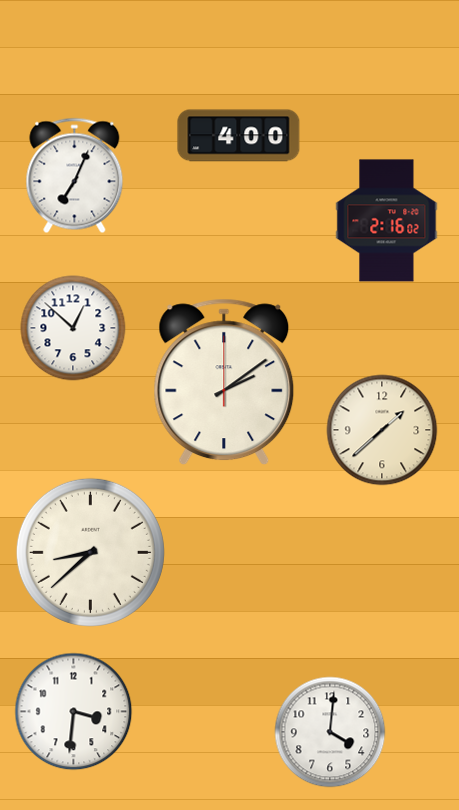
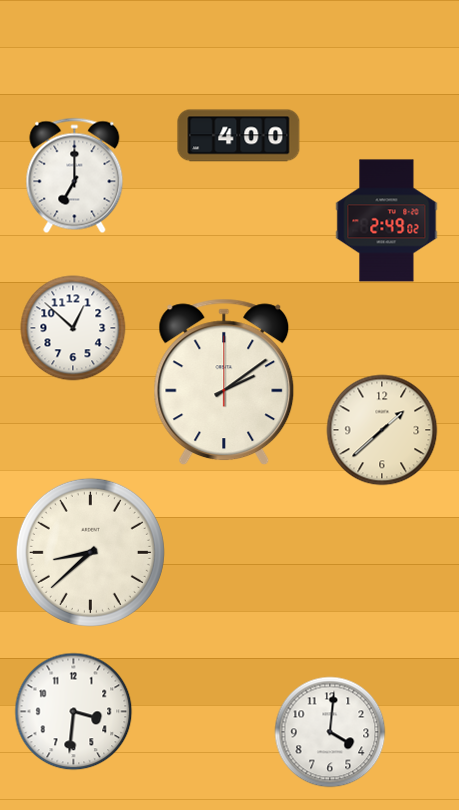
clock at (75, 176): 7:04 -> 7:00
clock at (387, 221): 2:16 -> 2:49
